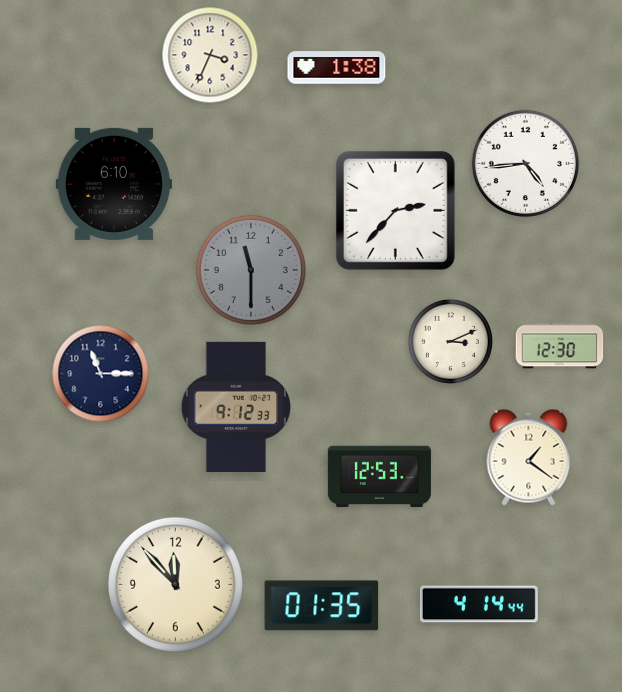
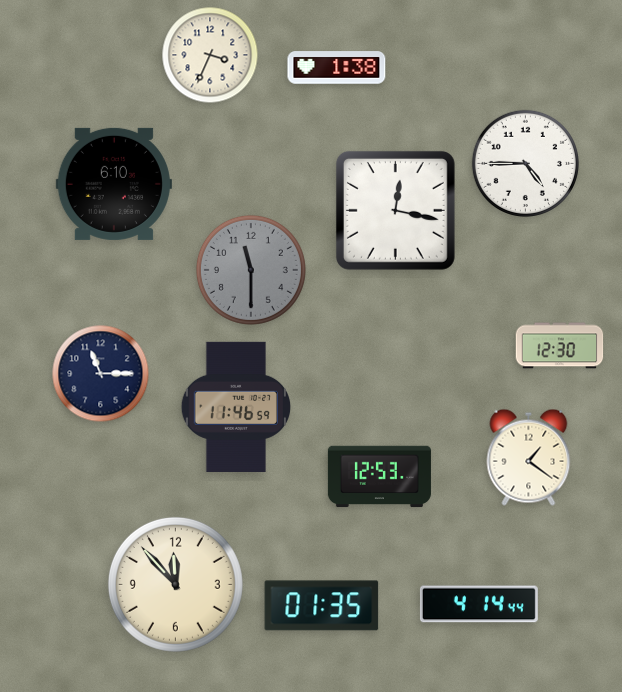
clock at (525, 163): 4:44 -> 4:45
clock at (395, 210): 2:37 -> 12:17
clock at (450, 341): 3:11 -> none
clock at (235, 407): 9:12 -> 11:46
